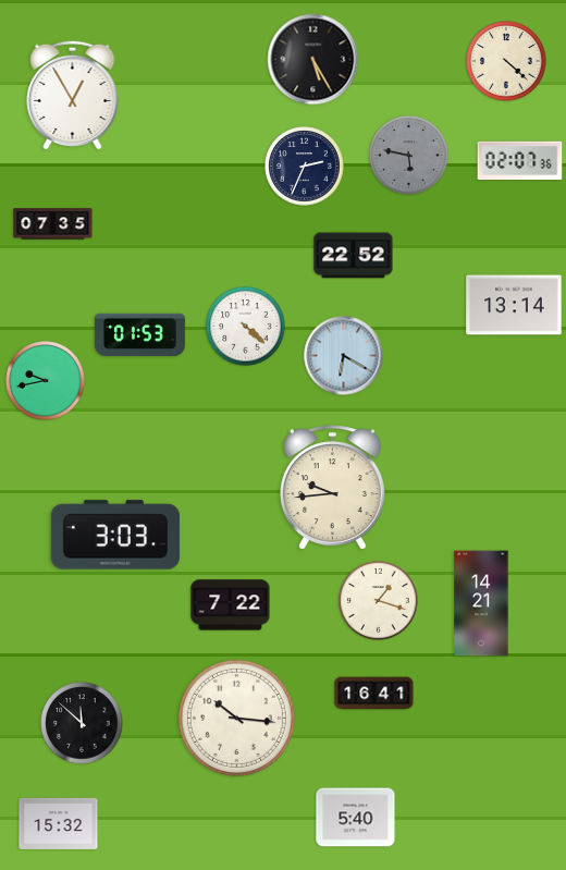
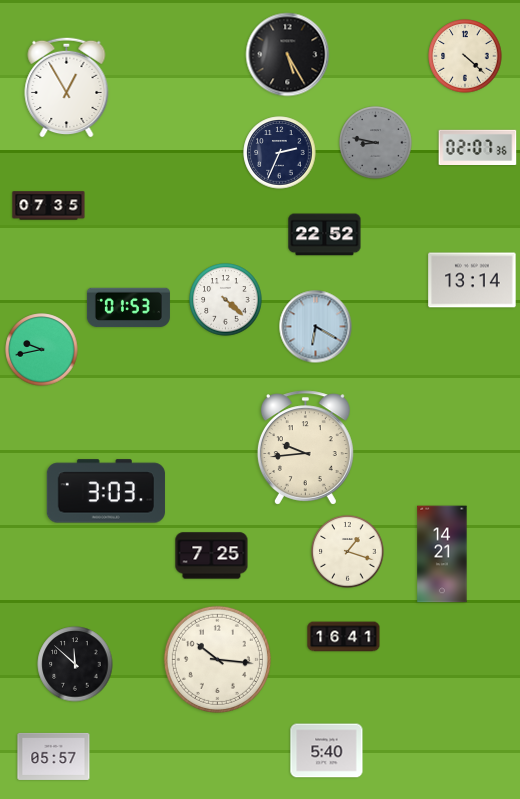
clock at (409, 156): 5:47 -> 8:47
clock at (231, 605): 7:22 -> 7:25
clock at (59, 823): 15:32 -> 05:57
